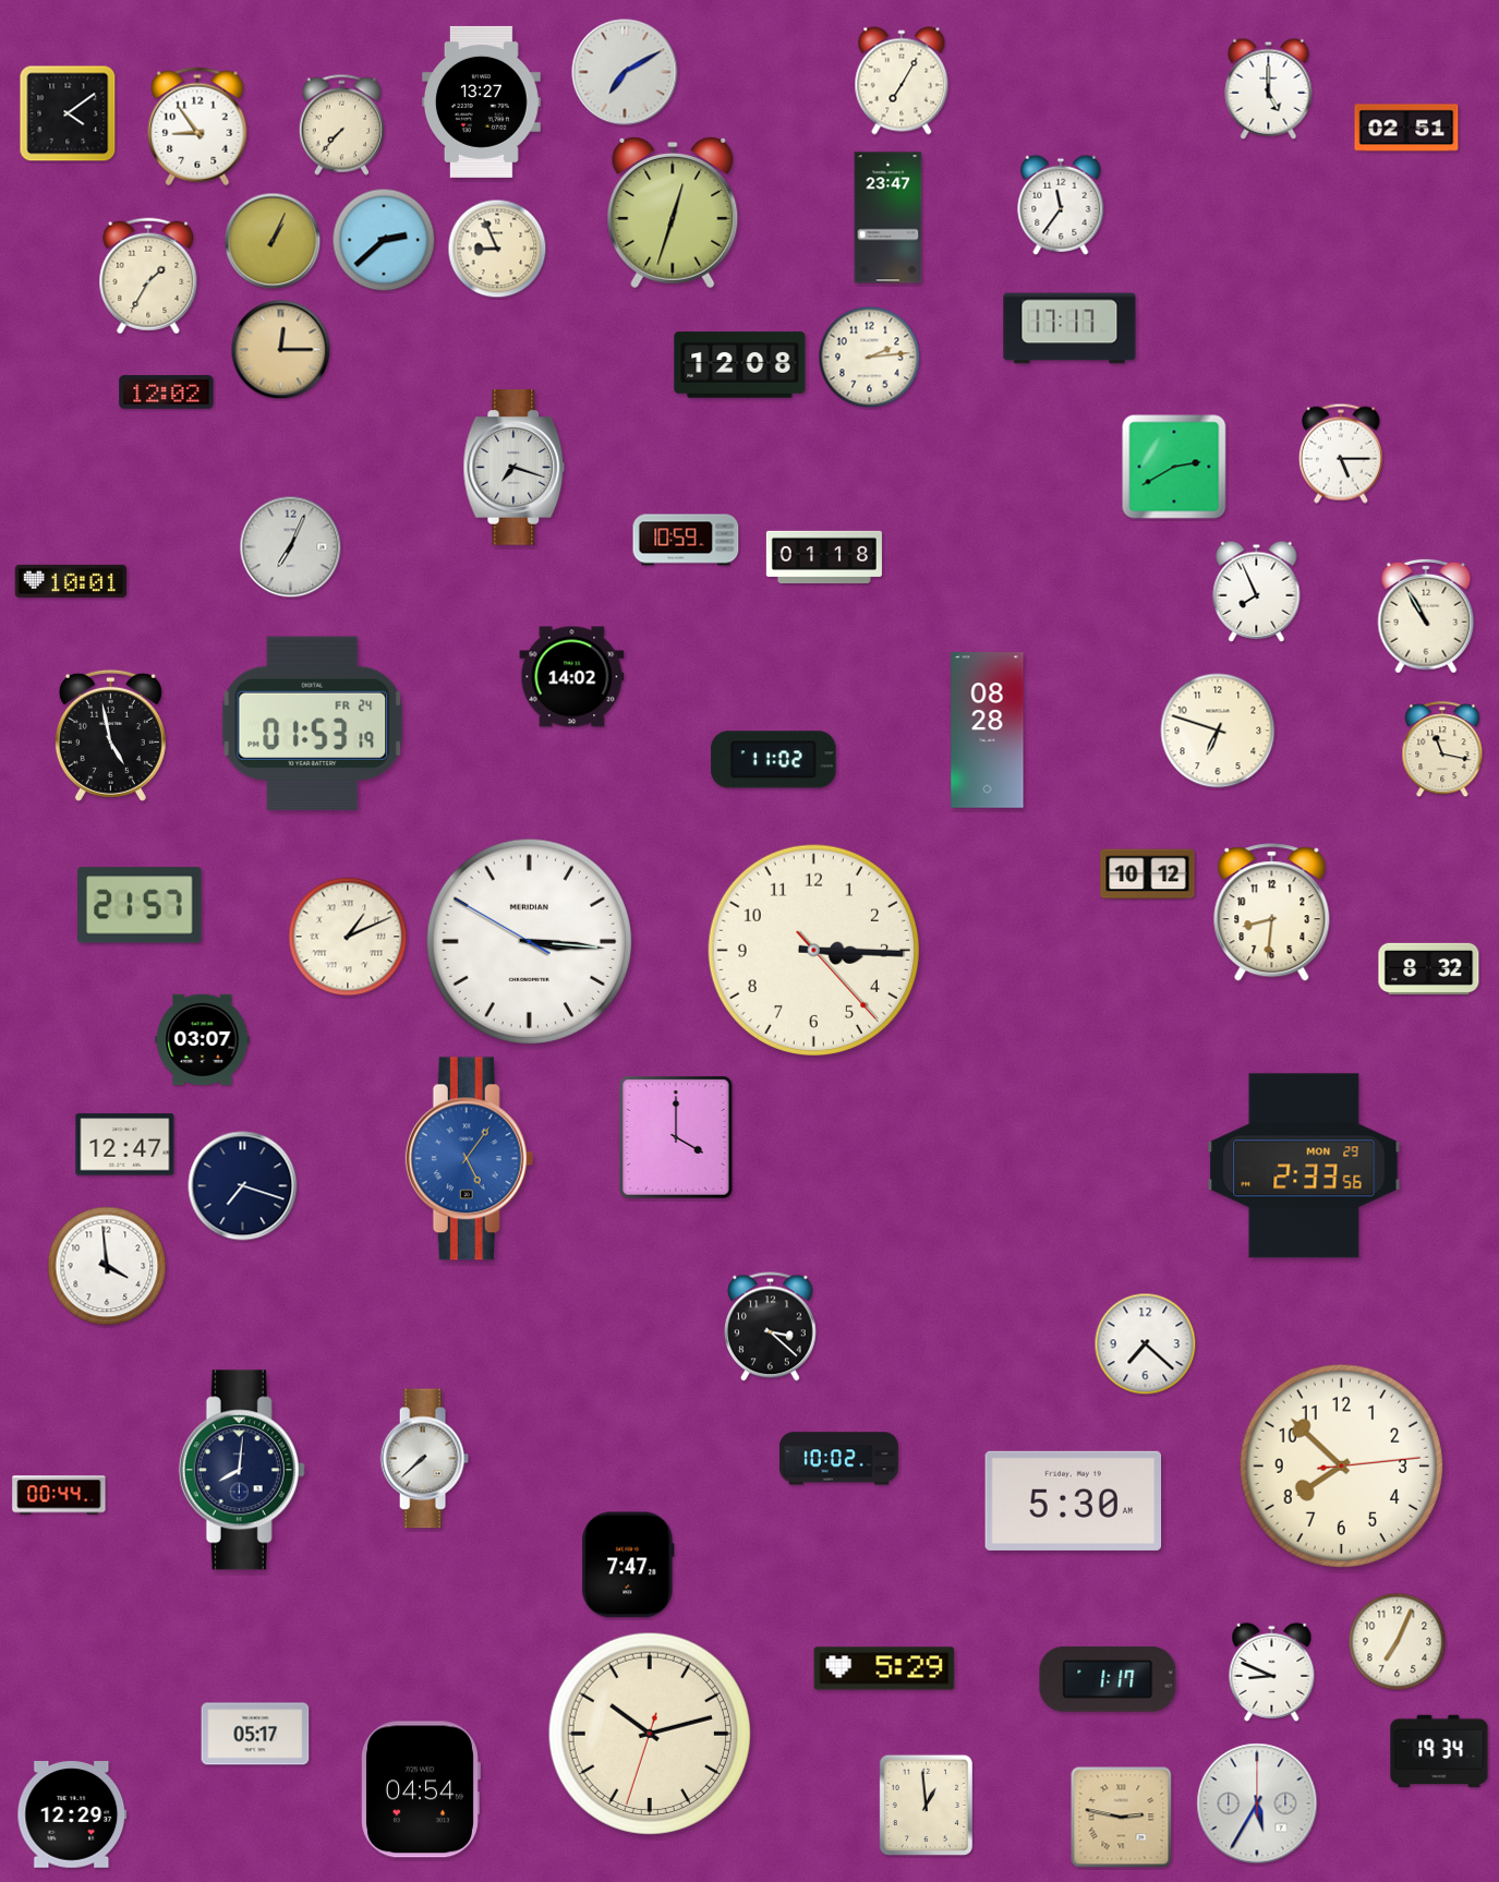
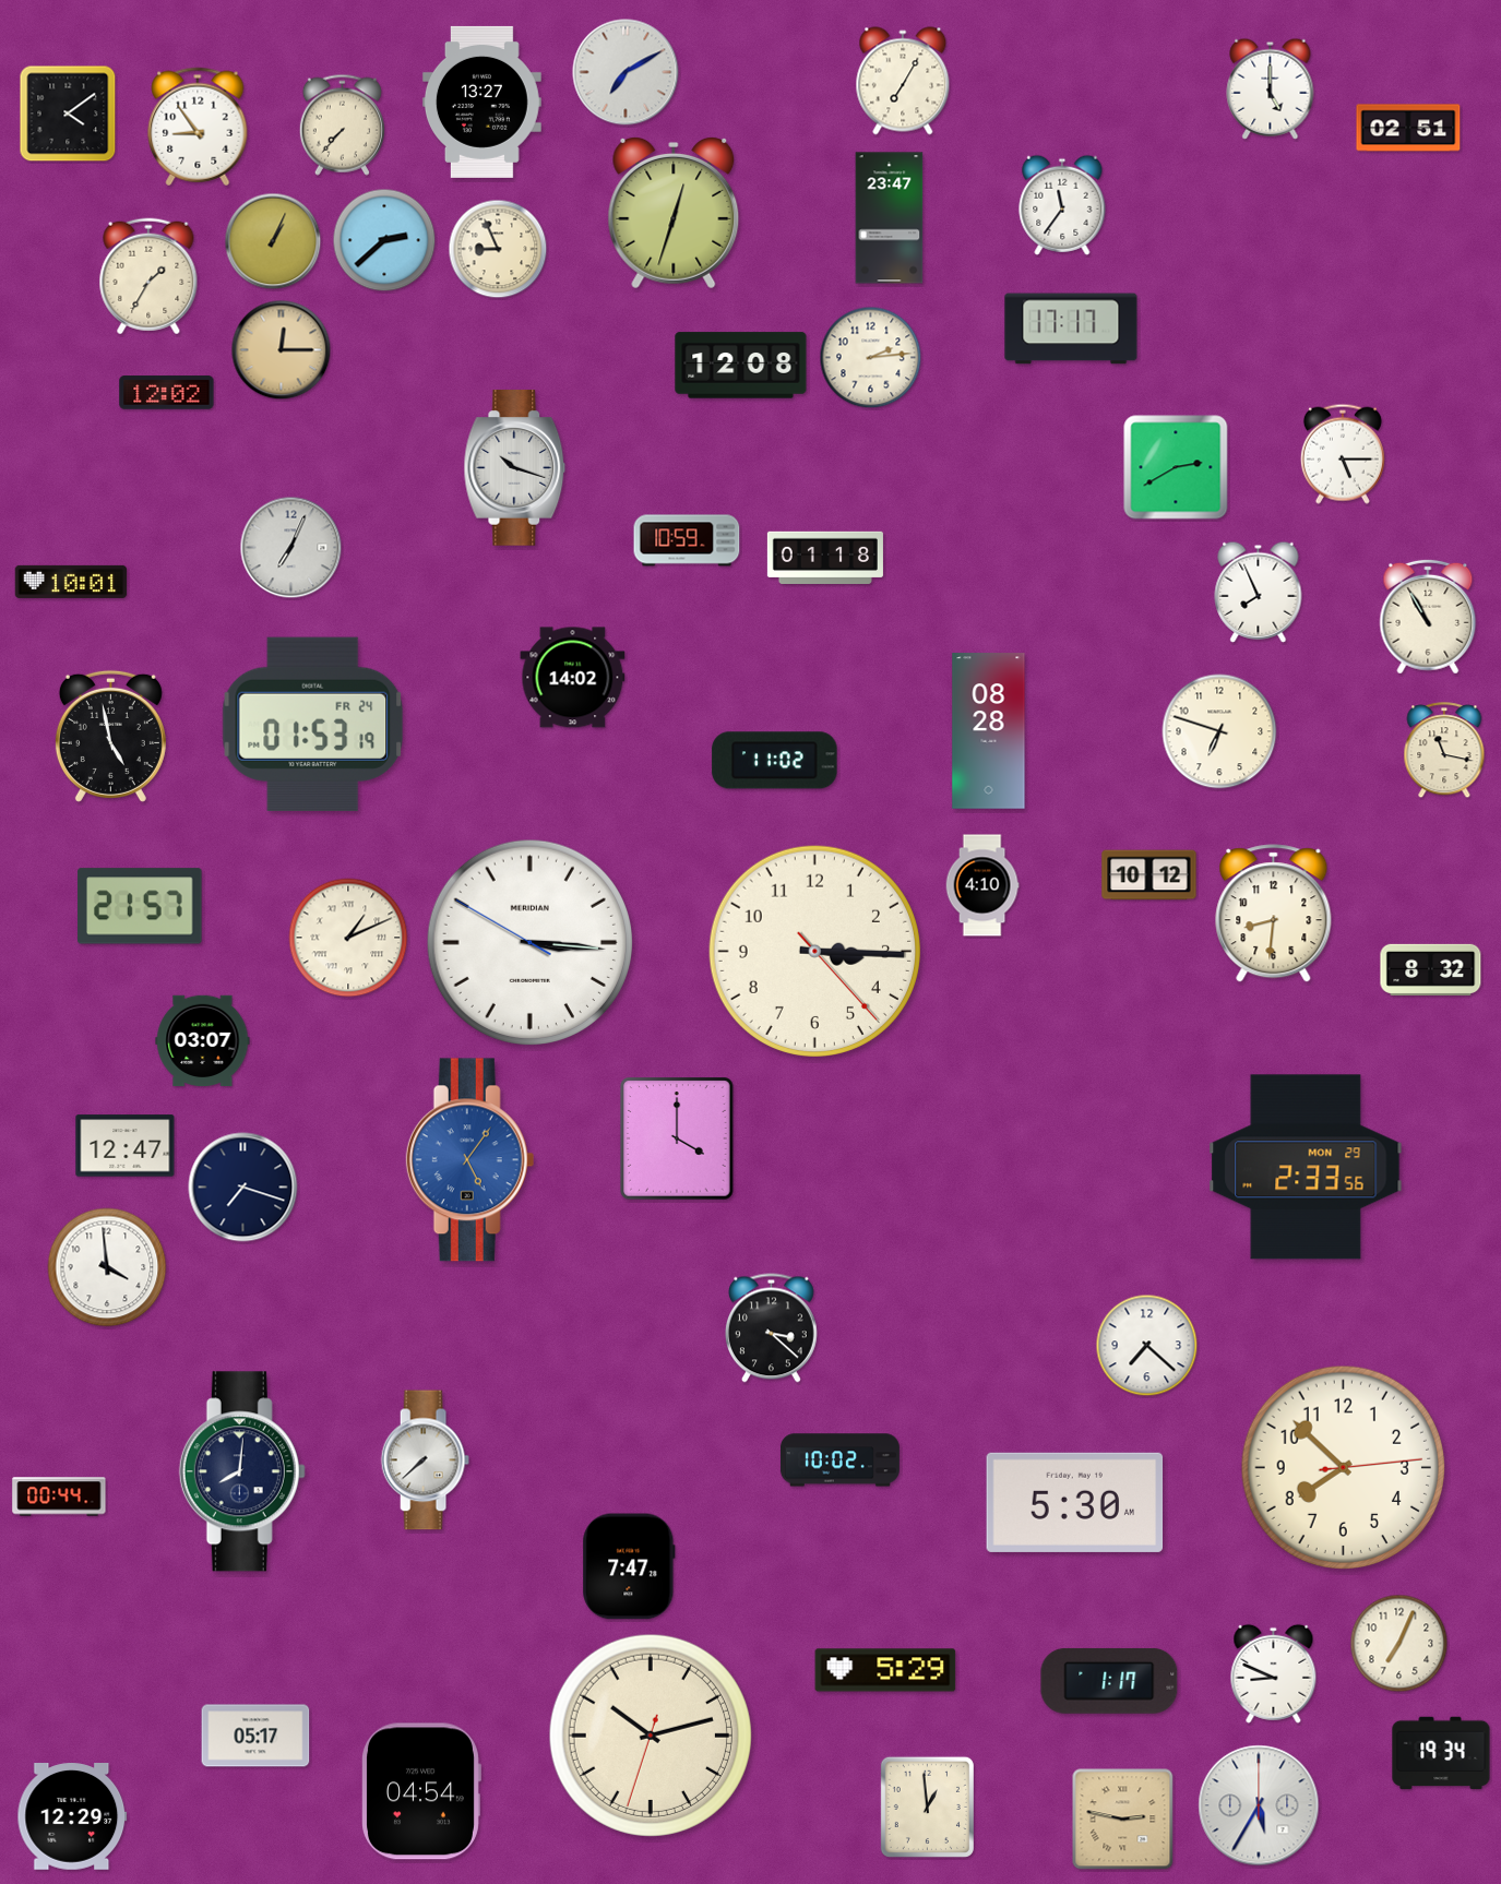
clock at (515, 468): 7:18 -> 10:18
clock at (982, 885): none -> 4:10
